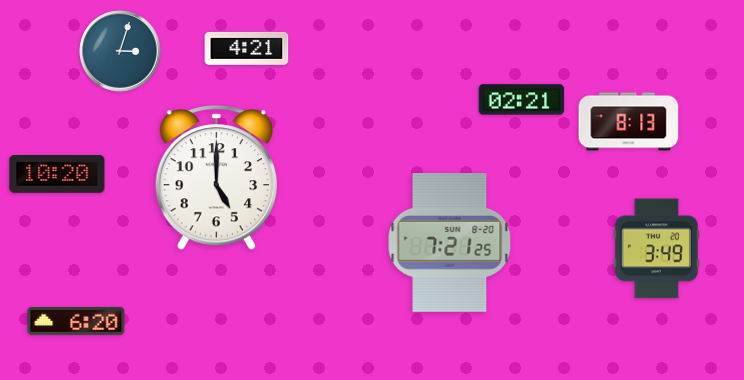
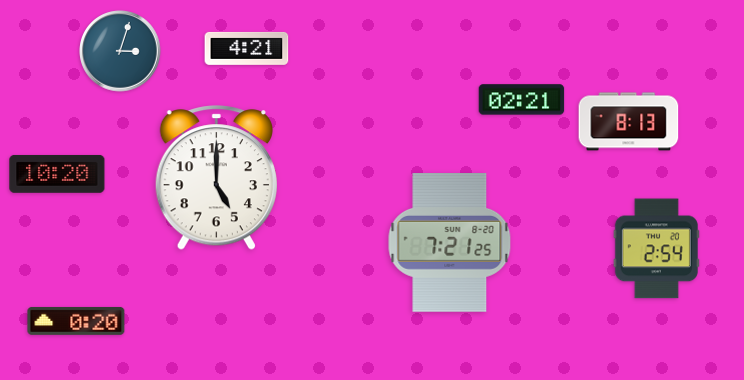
clock at (656, 249): 3:49 -> 2:54
clock at (76, 321): 6:20 -> 0:20
